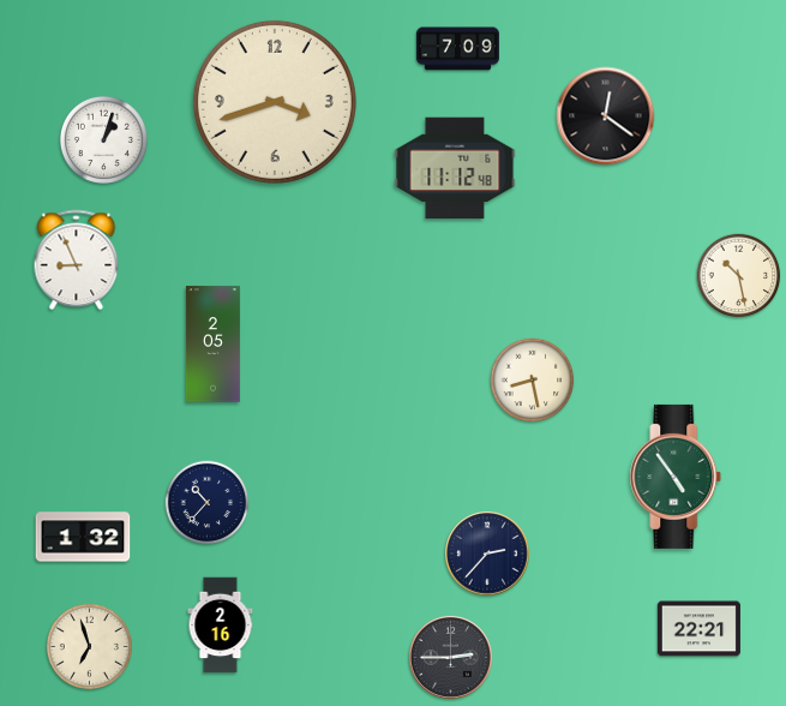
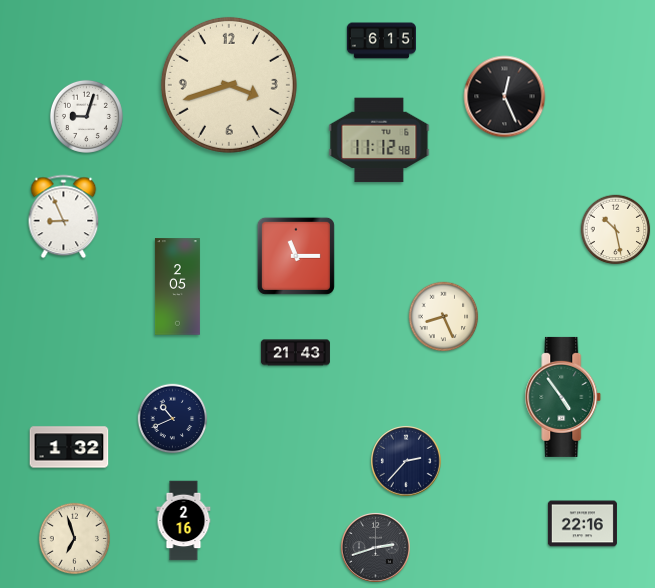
clock at (457, 49): 7:09 -> 6:15
clock at (606, 116): 12:21 -> 12:26
clock at (103, 139): 1:03 -> 9:03
clock at (296, 256): none -> 11:15
clock at (533, 381): 8:28 -> 8:26
clock at (295, 353): none -> 21:43
clock at (208, 503): 10:37 -> 10:41
clock at (698, 629): 22:21 -> 22:16
clock at (450, 657): 2:45 -> 2:42
